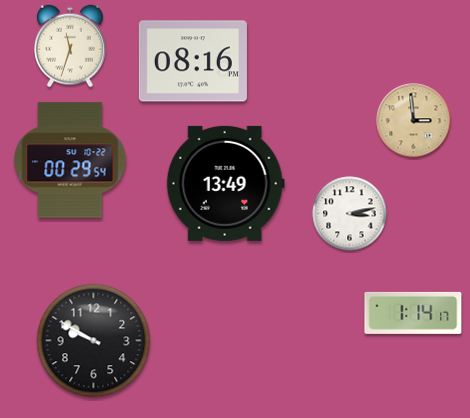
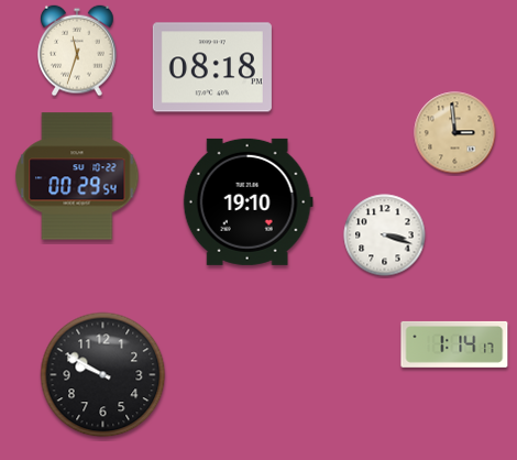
clock at (193, 61): 08:16 -> 08:18
clock at (225, 183): 13:49 -> 19:10
clock at (350, 214): 3:13 -> 3:18
